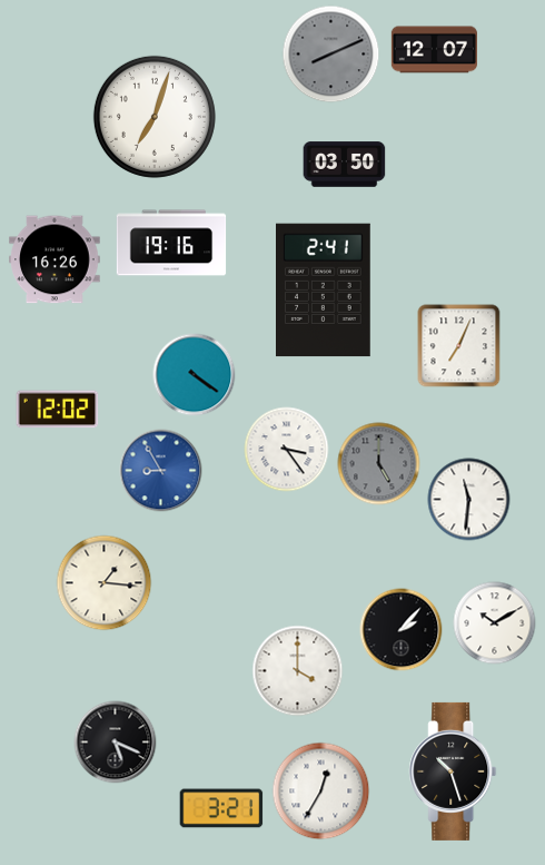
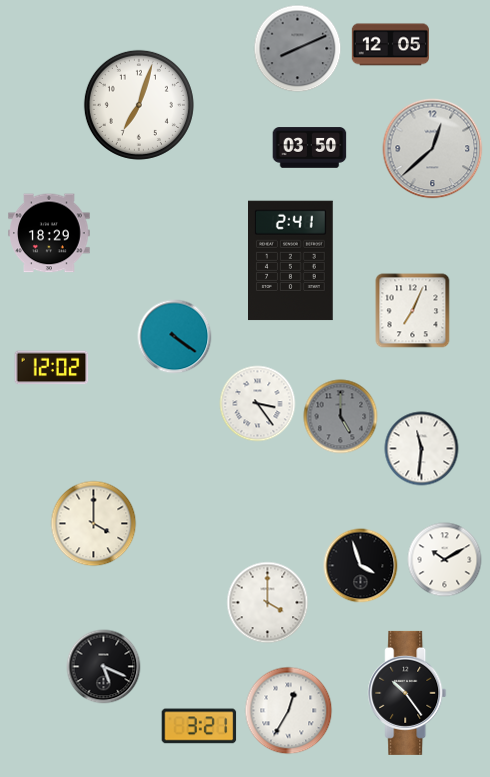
clock at (434, 50): 12:07 -> 12:05
clock at (433, 149): none -> 12:38
clock at (171, 243): 19:16 -> none
clock at (54, 259): 16:26 -> 18:29
clock at (161, 471): 8:55 -> none
clock at (105, 583): 1:16 -> 4:00
clock at (402, 630): 2:07 -> 3:57
clock at (453, 771): 10:27 -> 10:24
